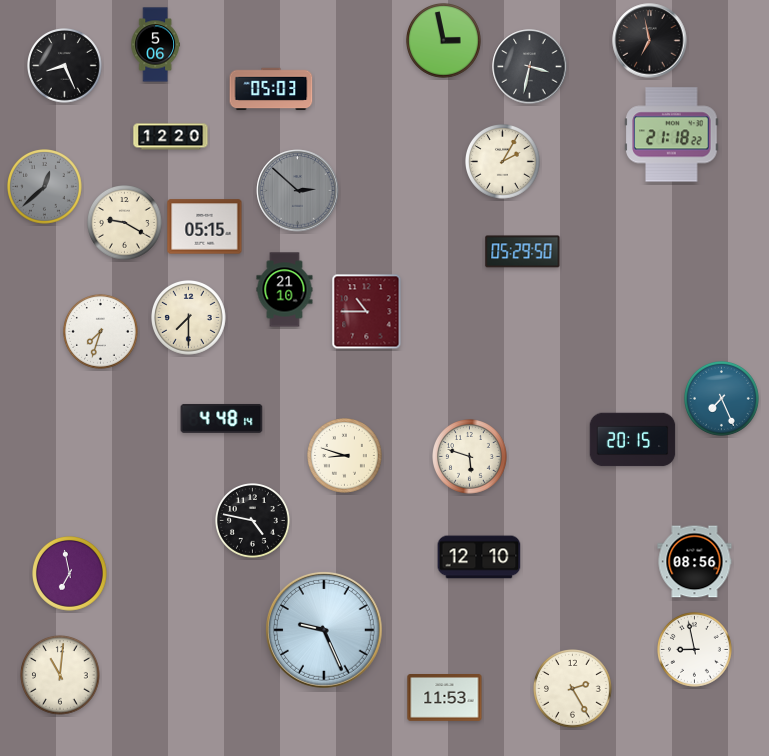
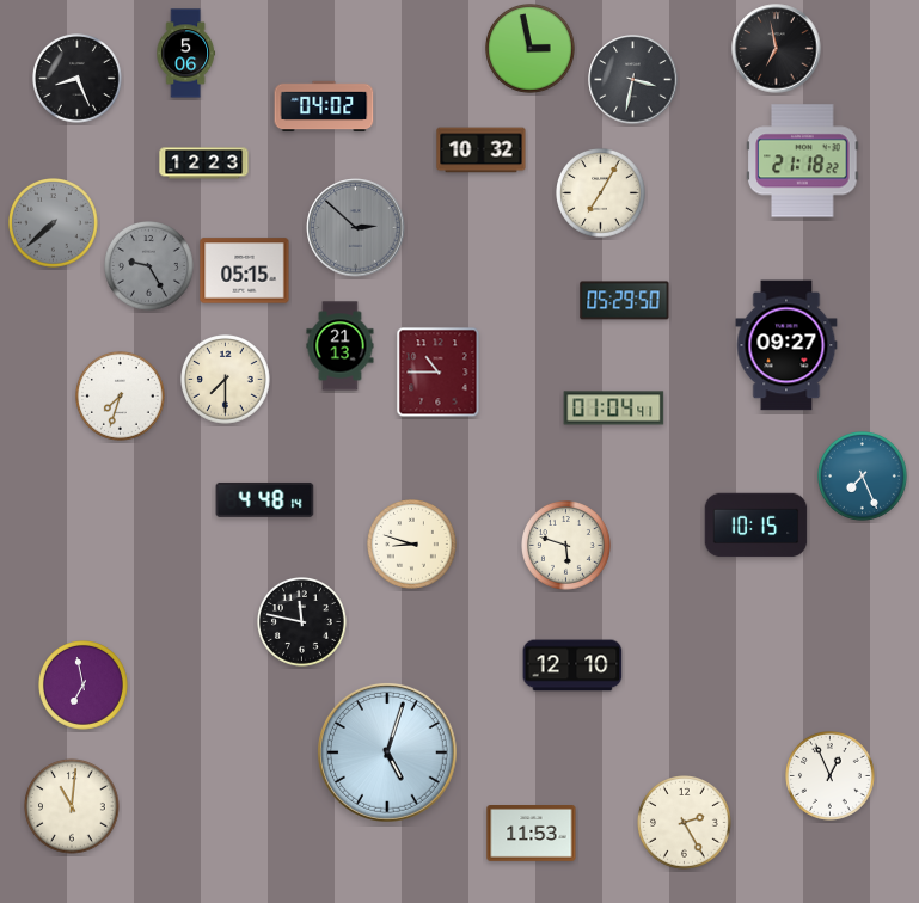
clock at (271, 89): 05:03 -> 04:02
clock at (482, 150): none -> 10:32
clock at (171, 137): 12:20 -> 12:23
clock at (503, 162): 2:05 -> 7:05
clock at (45, 187): 12:38 -> 7:38
clock at (125, 223): 9:20 -> 9:25
clock at (125, 223) dial: cream -> grey
clock at (786, 345): none -> 09:27
clock at (285, 290): 21:10 -> 21:13
clock at (614, 408): none -> 01:04
clock at (633, 440): 20:15 -> 10:15
clock at (470, 457) position: (470, 457) -> (566, 546)
clock at (253, 521): 4:47 -> 11:47
clock at (695, 562): 08:56 -> none
clock at (324, 630): 9:26 -> 5:03
clock at (695, 650): 8:58 -> 12:56
